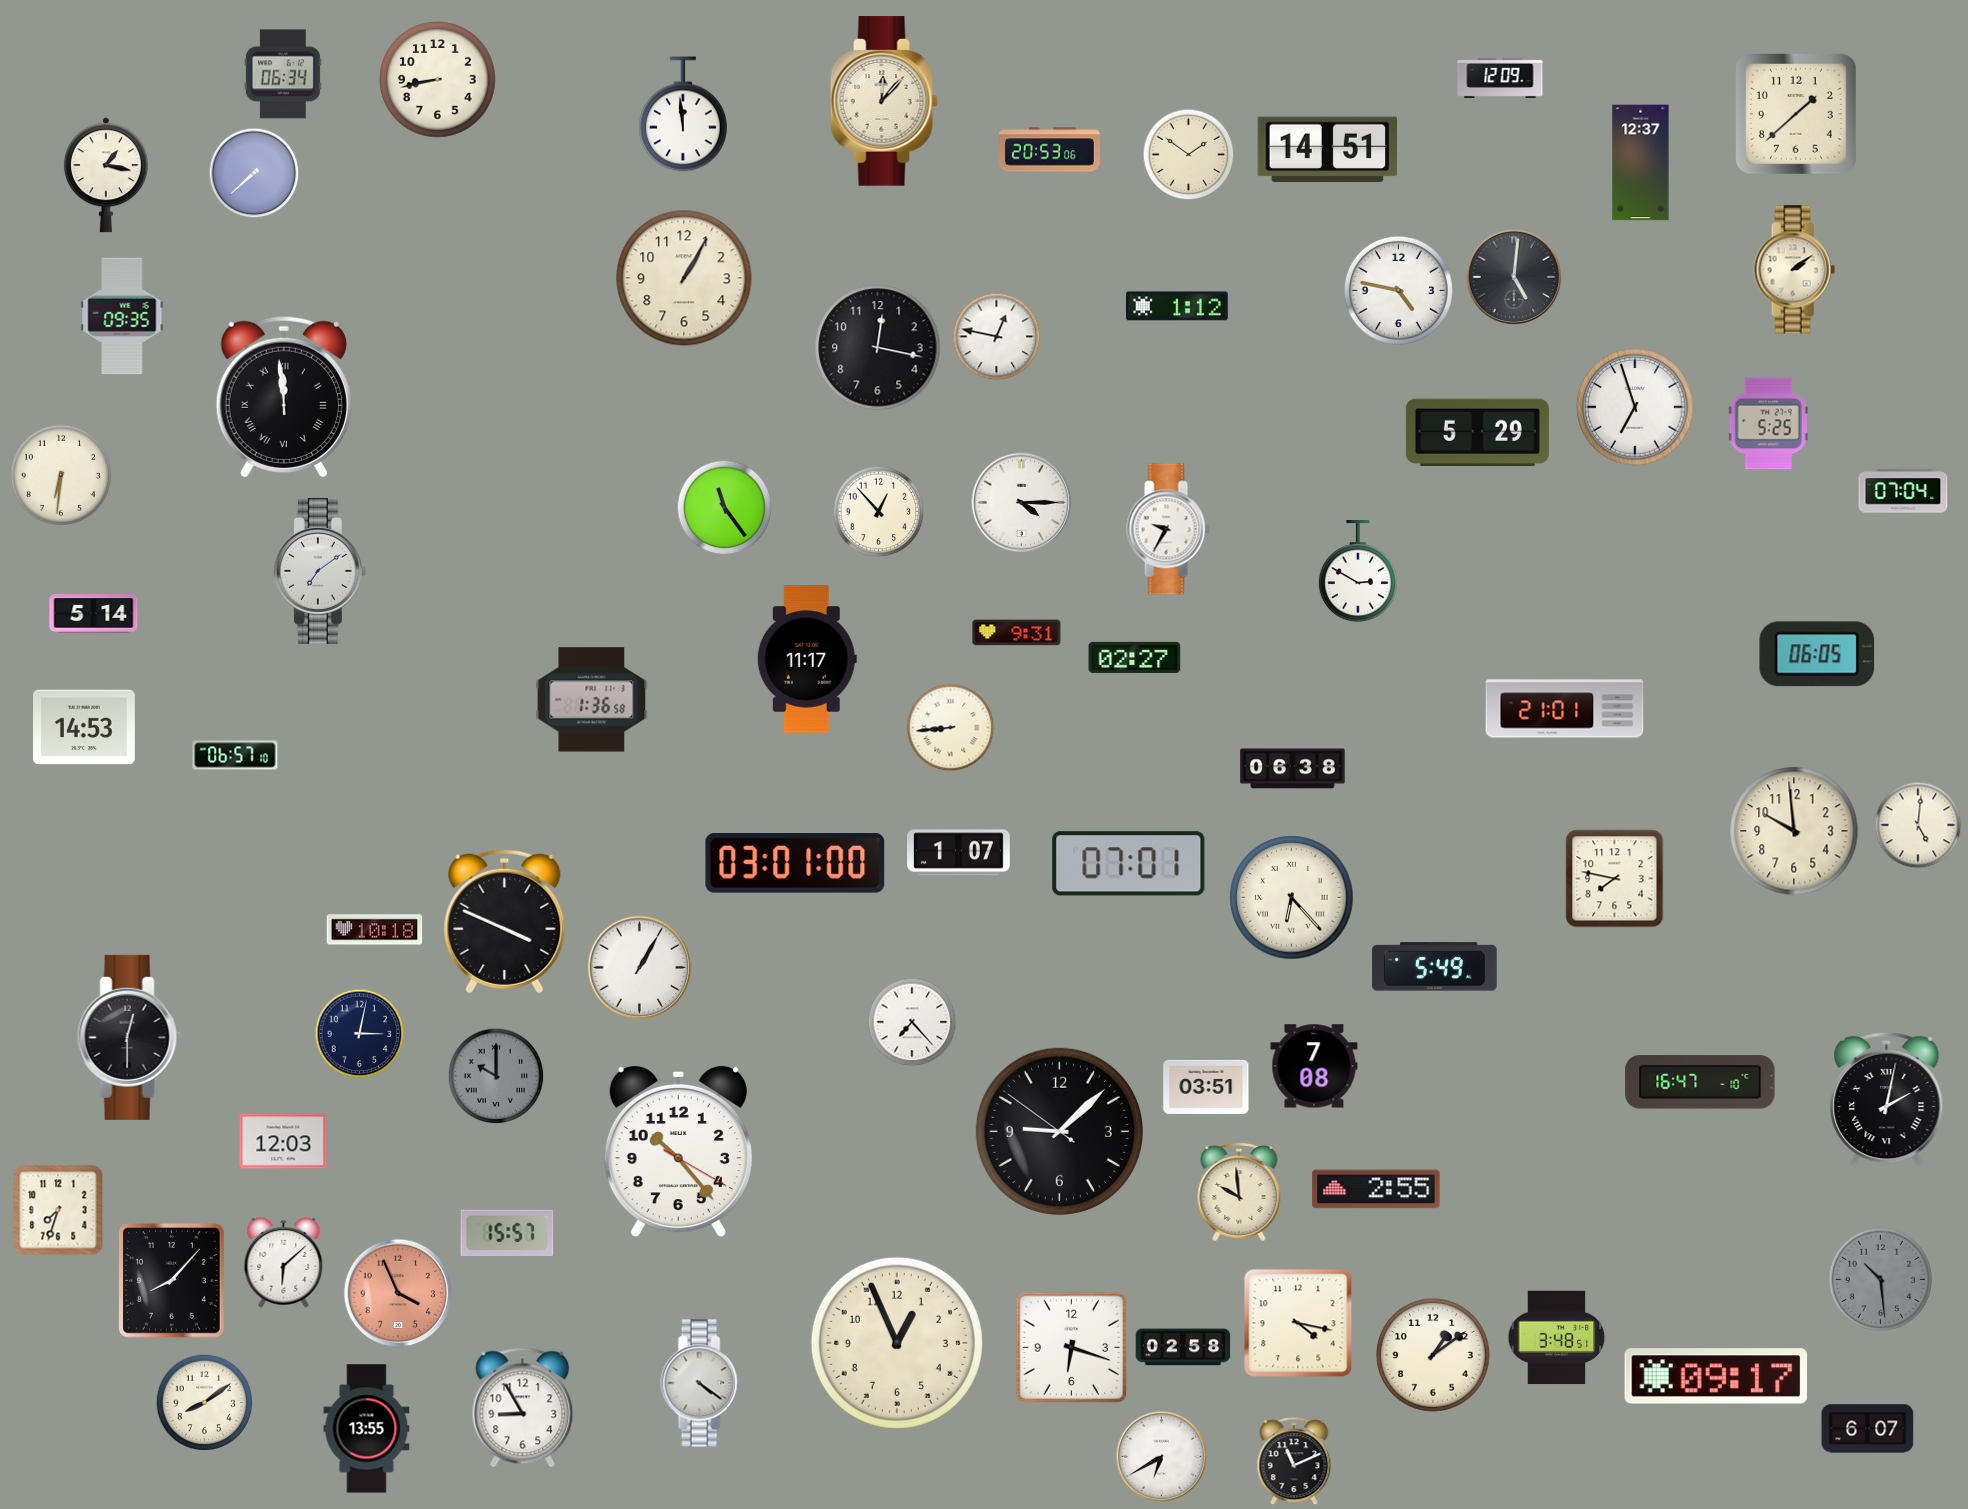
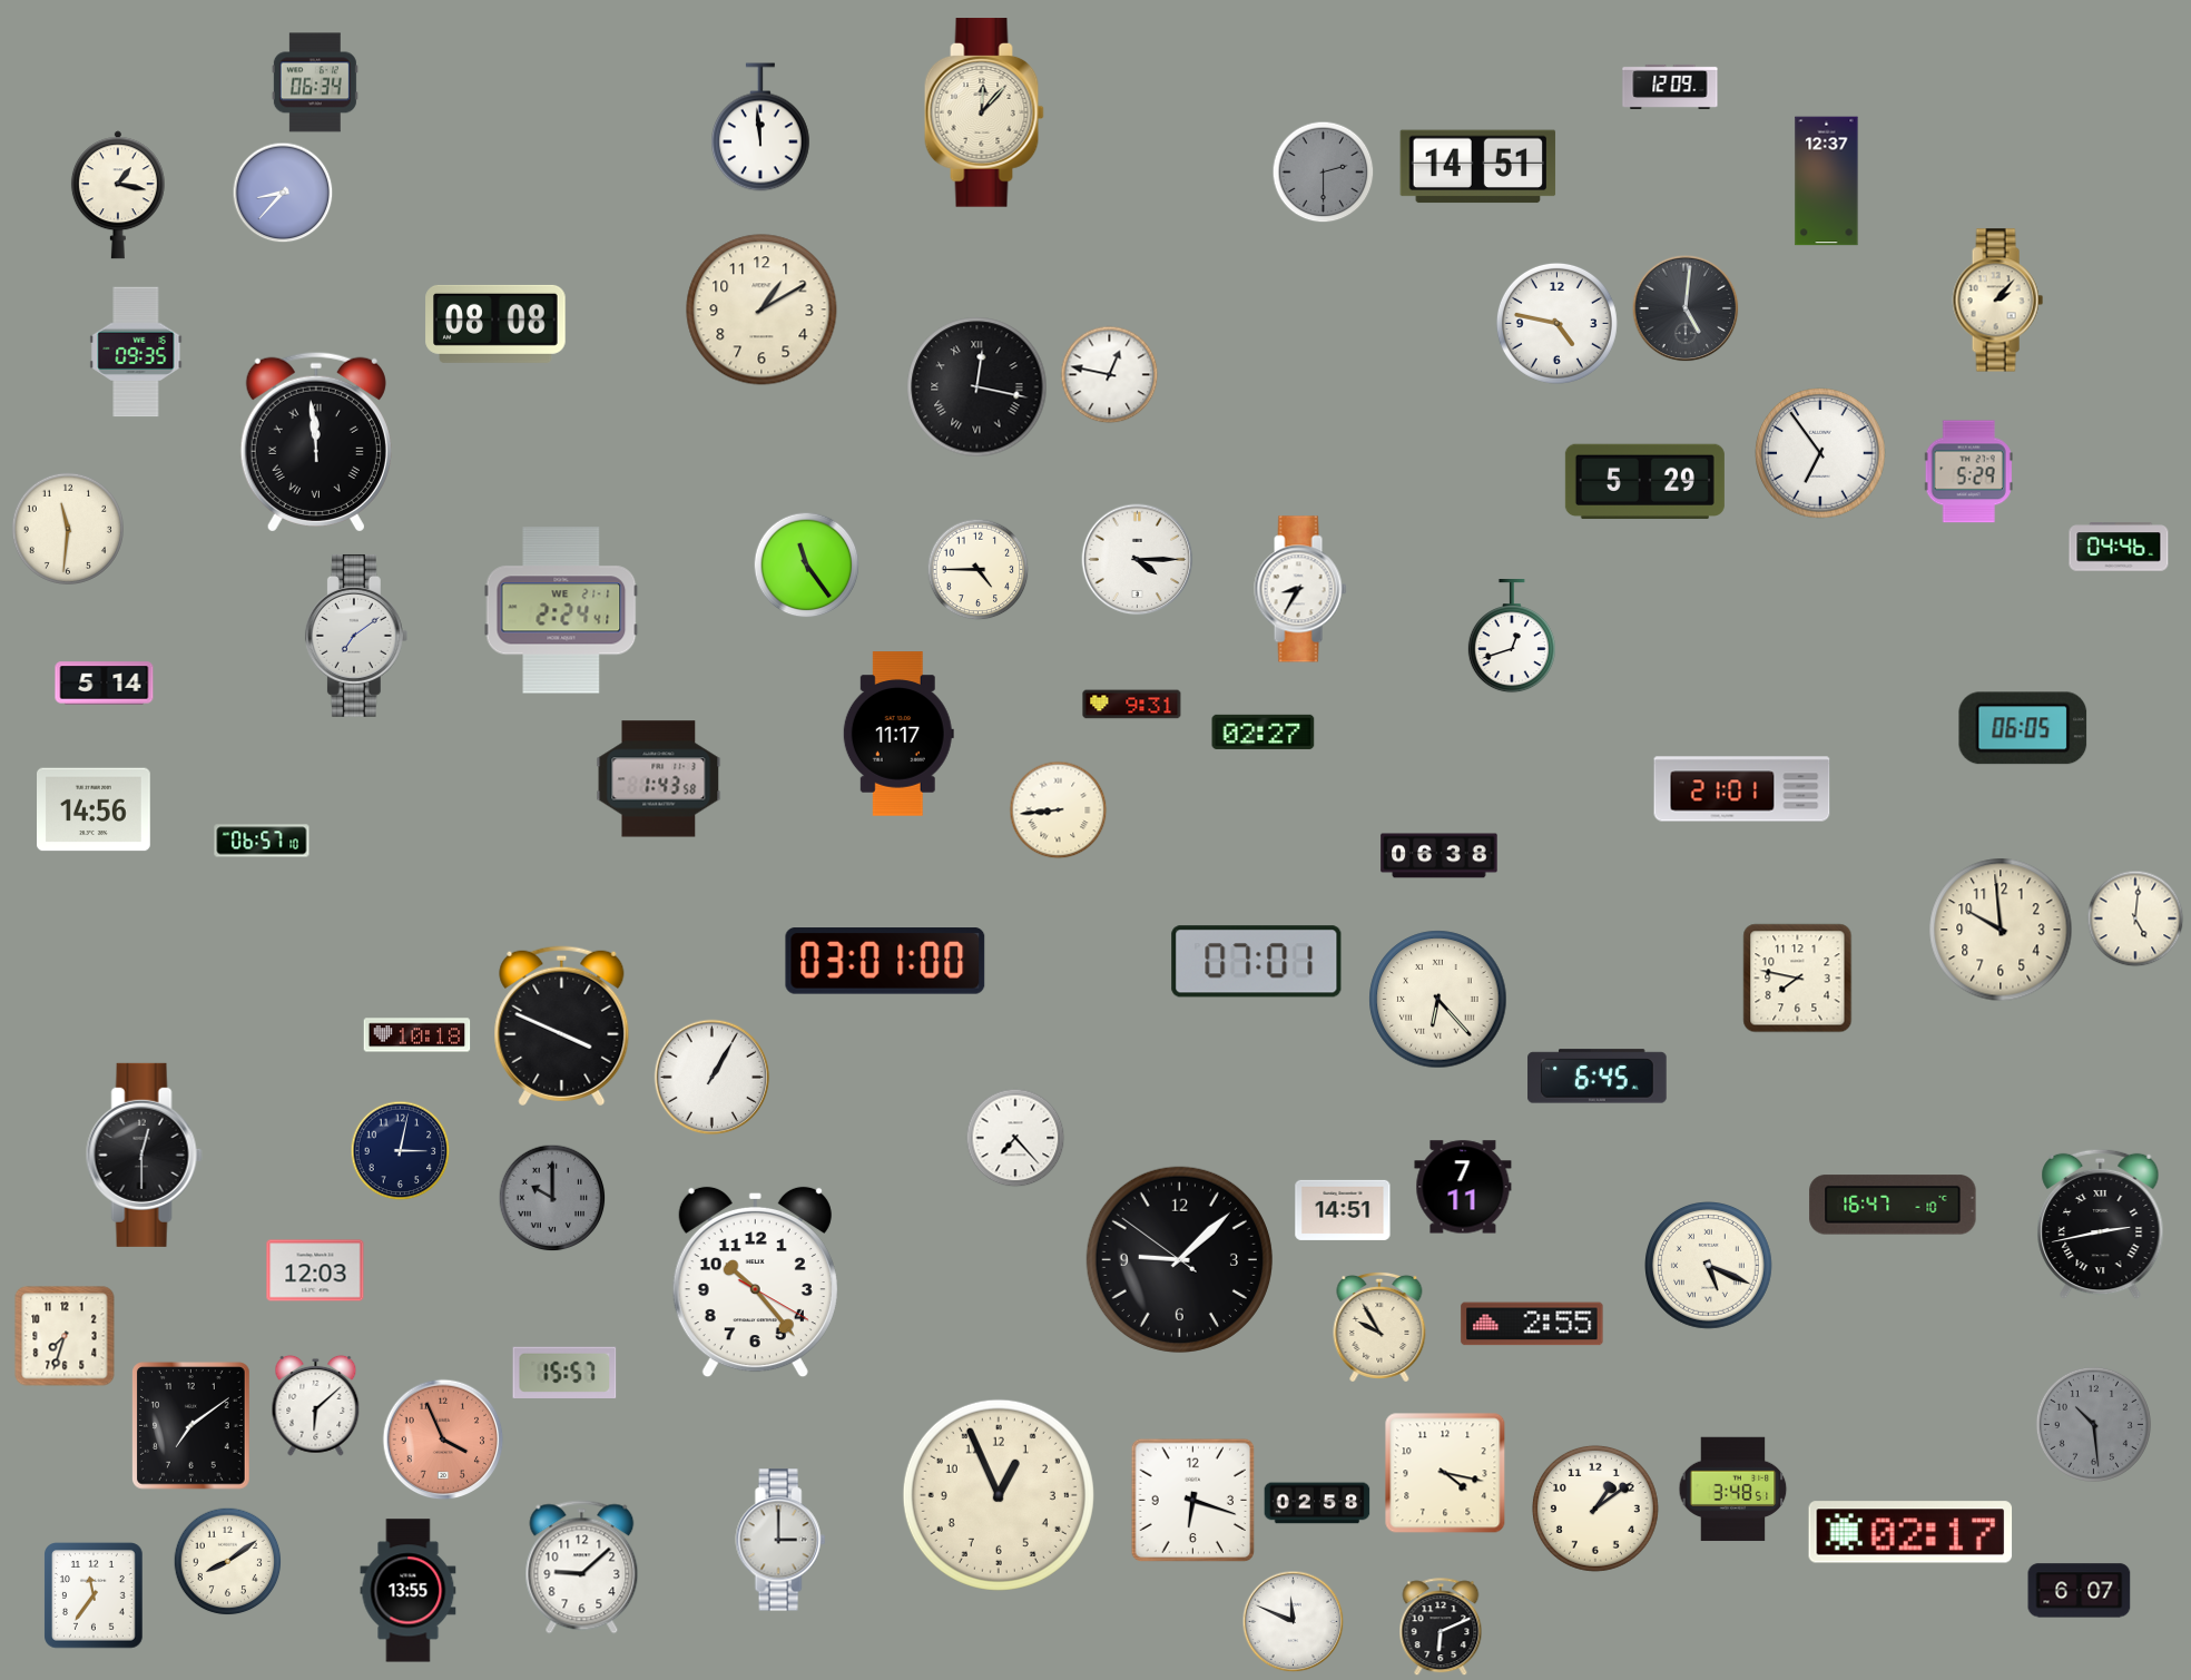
clock at (438, 80): 8:43 -> none
clock at (1796, 114): 1:38 -> none
clock at (1050, 150): 20:53 -> none
clock at (1189, 155): 1:51 -> 2:30
clock at (1189, 155) dial: cream -> grey
clock at (254, 173): 7:38 -> 8:37
clock at (1794, 270): 2:09 -> 2:07
clock at (684, 278): 1:05 -> 1:10
clock at (495, 324): none -> 08:08
clock at (1178, 306): 1:12 -> none
clock at (878, 348) numerals: Arabic -> Roman
clock at (1635, 407): 6:57 -> 6:54
clock at (1768, 424): 5:25 -> 5:29
clock at (61, 475): 6:31 -> 11:31
clock at (1903, 491): 07:04 -> 04:46
clock at (879, 512): 12:53 -> 4:45
clock at (1168, 529): 9:35 -> 8:35
clock at (561, 610): none -> 2:24
clock at (1358, 572): 2:50 -> 12:42
clock at (592, 700): 1:36 -> 1:43
clock at (85, 727): 14:53 -> 14:56
clock at (1794, 831) position: (1794, 831) -> (2001, 930)
clock at (959, 853): 1:07 -> none
clock at (1435, 967): 5:49 -> 6:45
clock at (1314, 1066): 7:08 -> 7:11
clock at (1206, 1087): 03:51 -> 14:51
clock at (1887, 1100): 2:02 -> 2:43
clock at (1709, 1266): none -> 5:19
clock at (1239, 1192): 9:59 -> 9:55
clock at (58, 1210) position: (58, 1210) -> (65, 1336)
clock at (172, 1281): 8:07 -> 7:09
clock at (1183, 1347) position: (1183, 1347) -> (1317, 1503)
clock at (1716, 1376): 09:17 -> 02:17
clock at (701, 1383): 4:21 -> 3:00
clock at (523, 1408): 8:55 -> 9:08
clock at (95, 1595): none -> 11:36
clock at (1162, 1457): 6:40 -> 11:49
clock at (1294, 1462): 11:11 -> 6:11
